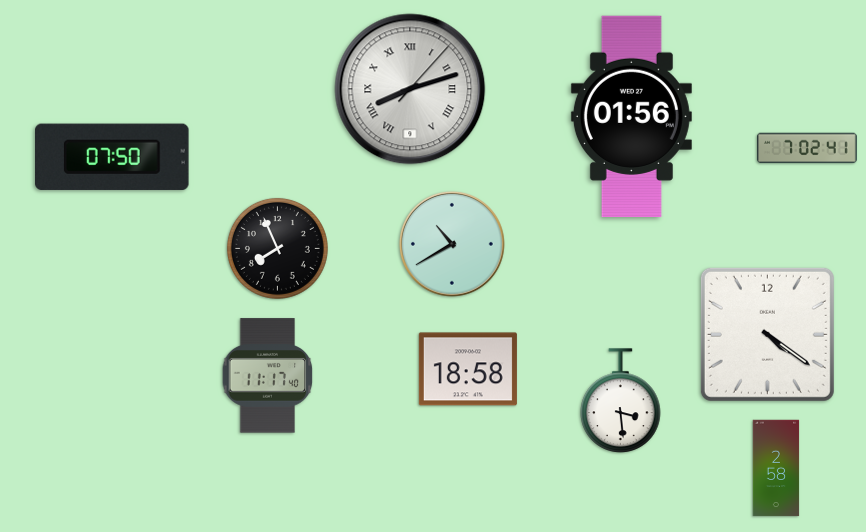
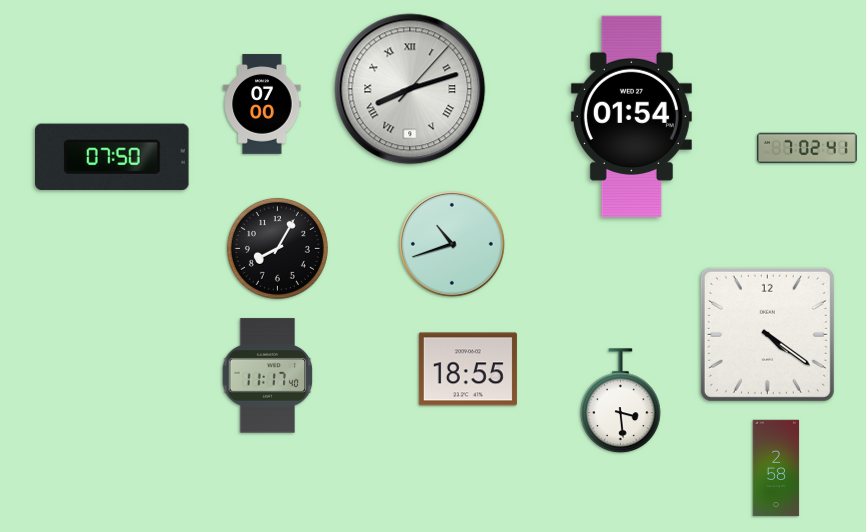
clock at (262, 104): none -> 07:00
clock at (631, 116): 01:56 -> 01:54
clock at (452, 244): 10:40 -> 10:42
clock at (277, 248): 7:56 -> 8:05
clock at (468, 369): 18:58 -> 18:55
